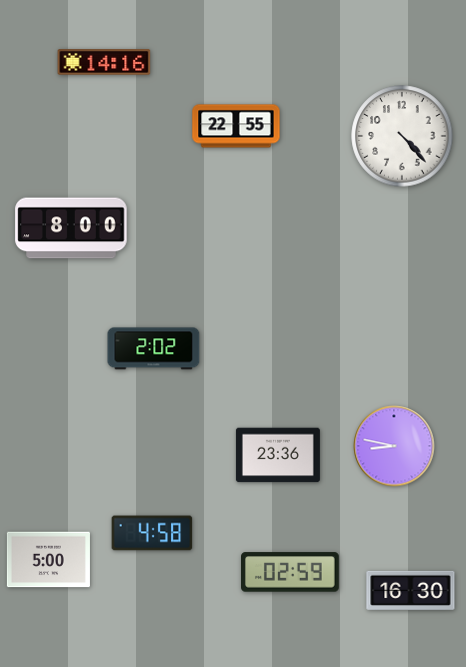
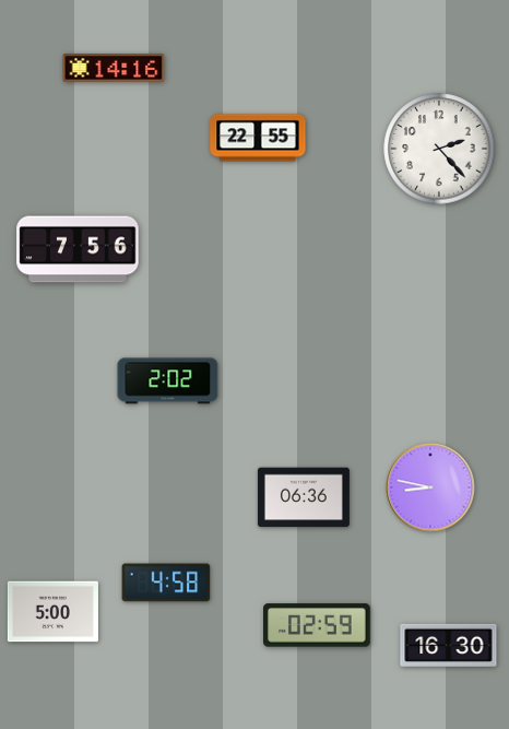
clock at (402, 136): 4:23 -> 2:23
clock at (71, 228): 8:00 -> 7:56
clock at (278, 455): 23:36 -> 06:36
